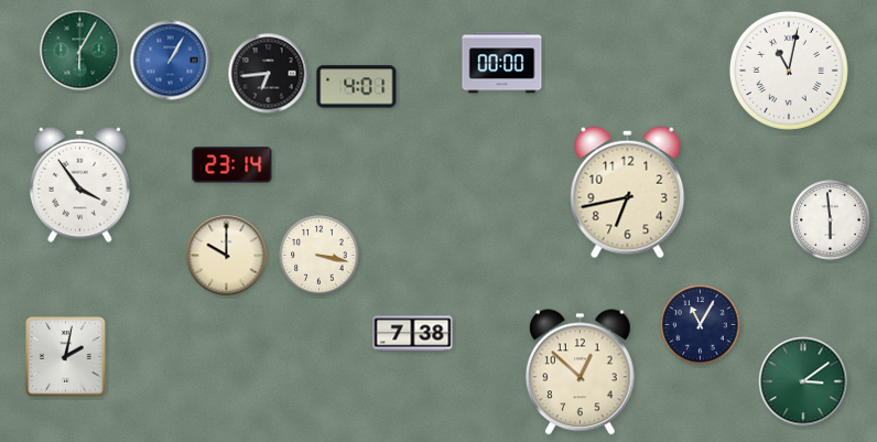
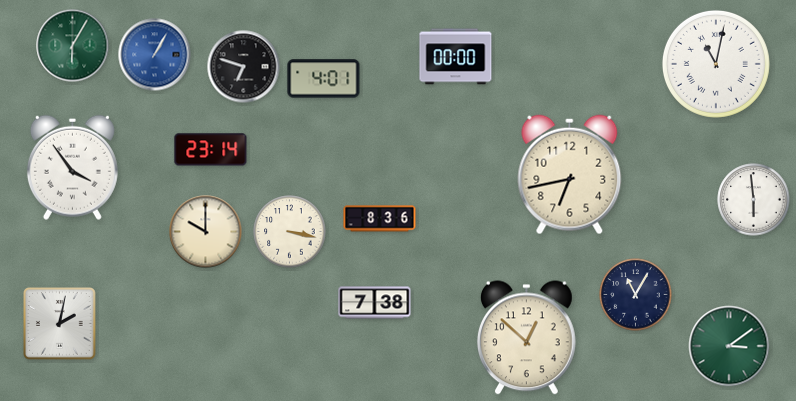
clock at (269, 74): 6:44 -> 6:48
clock at (380, 219): none -> 8:36
